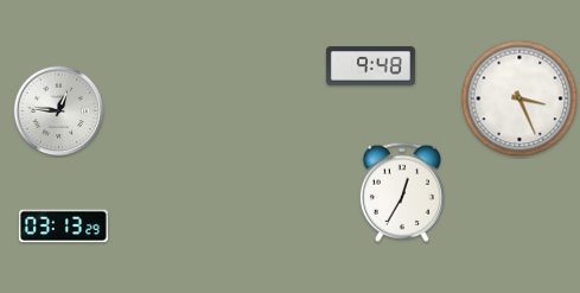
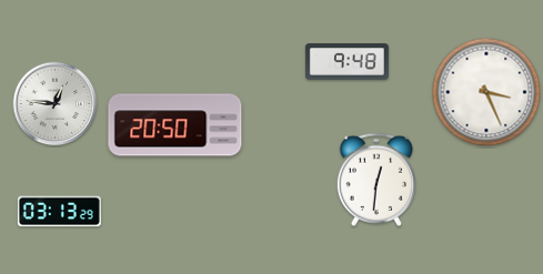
clock at (175, 125): none -> 20:50
clock at (402, 192): 12:35 -> 12:31
